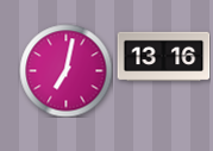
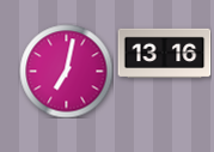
clock at (163, 57) position: (163, 57) -> (164, 54)
